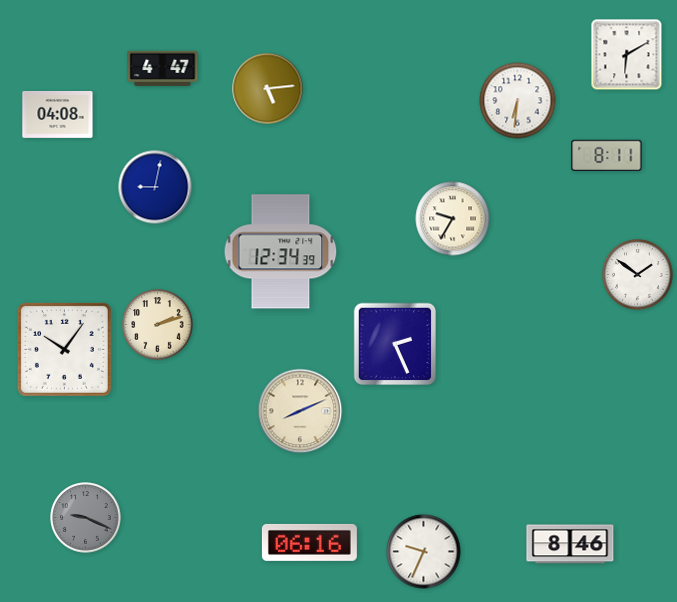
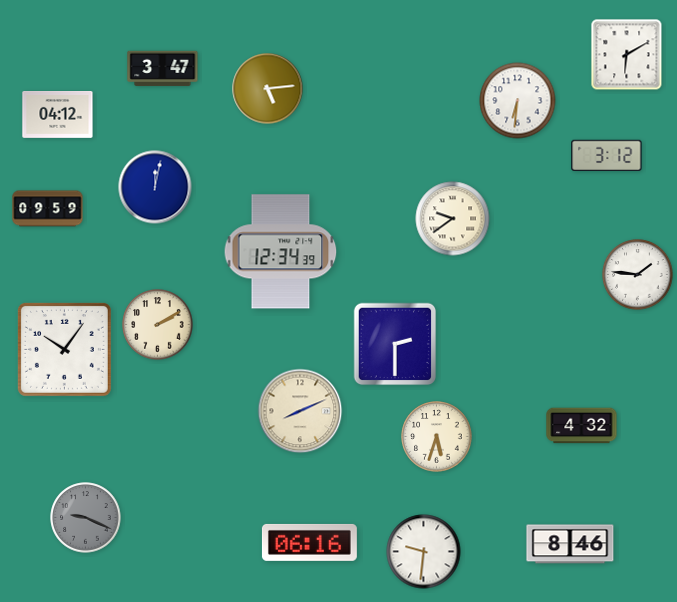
clock at (163, 69): 4:47 -> 3:47
clock at (58, 115): 04:08 -> 04:12
clock at (607, 156): 8:11 -> 3:12
clock at (155, 187): 9:02 -> 12:02
clock at (48, 209): none -> 09:59
clock at (453, 219): 9:35 -> 9:39
clock at (638, 275): 1:51 -> 1:46
clock at (158, 325): 2:12 -> 2:10
clock at (395, 344): 2:26 -> 2:30
clock at (582, 426): none -> 4:32
clock at (437, 437): none -> 5:33
clock at (424, 552): 9:34 -> 9:31
